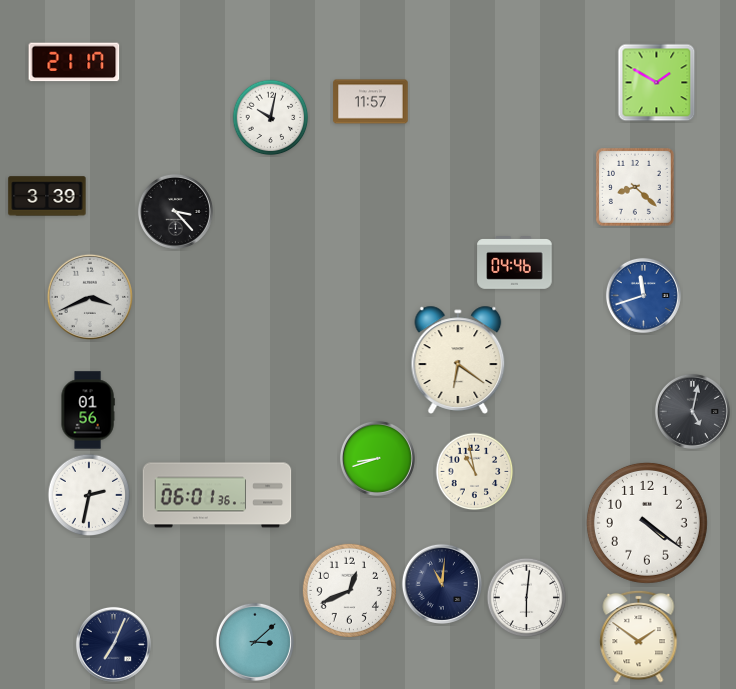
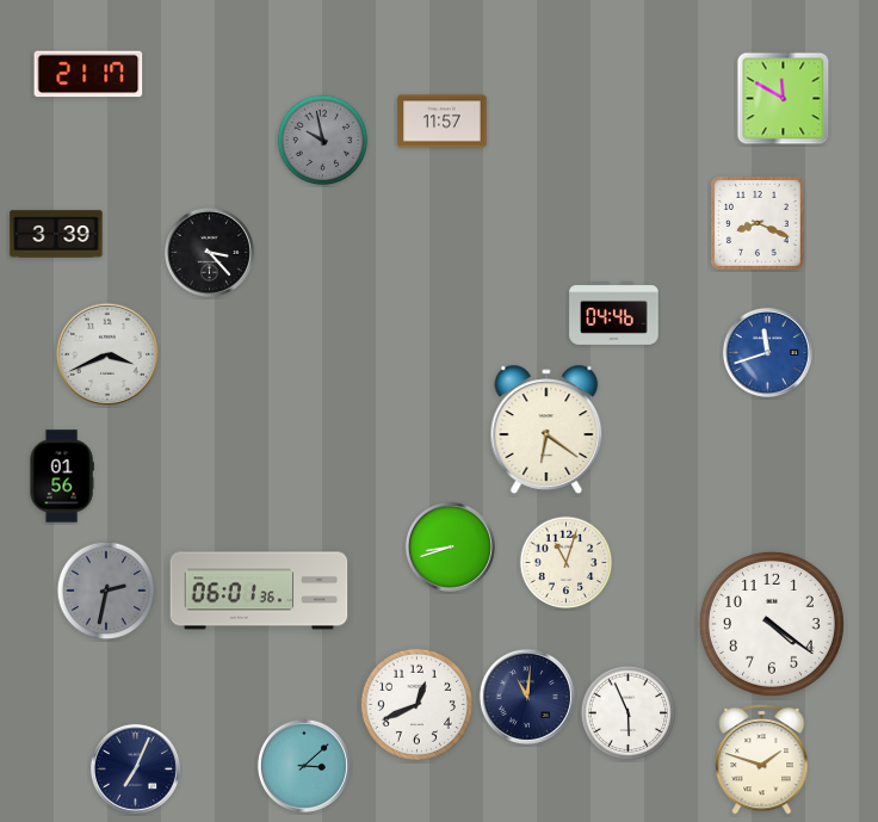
clock at (657, 83): 1:50 -> 11:50
clock at (271, 118): 10:02 -> 9:58
clock at (271, 118) dial: white -> grey
clock at (635, 187): 8:22 -> 8:19
clock at (88, 410) position: (88, 410) -> (62, 476)
clock at (692, 411): 5:02 -> none
clock at (475, 472): 10:58 -> 11:03
clock at (89, 495) dial: white -> grey
clock at (527, 598): 6:01 -> 5:56
clock at (639, 636): 1:51 -> 1:48
